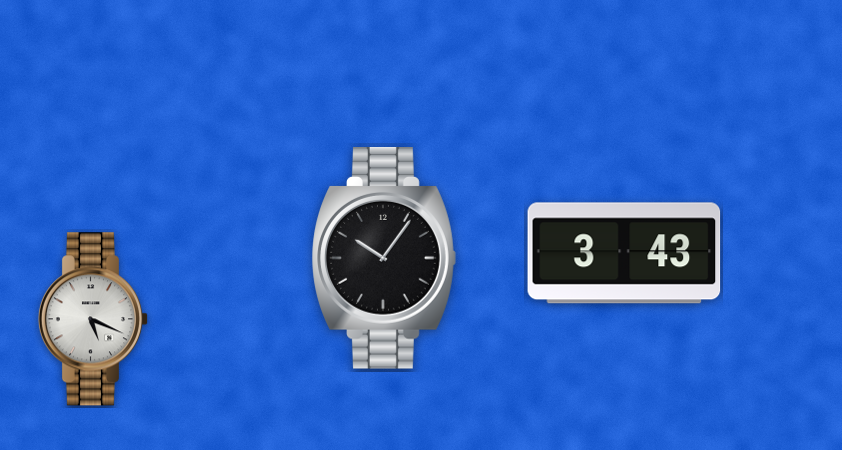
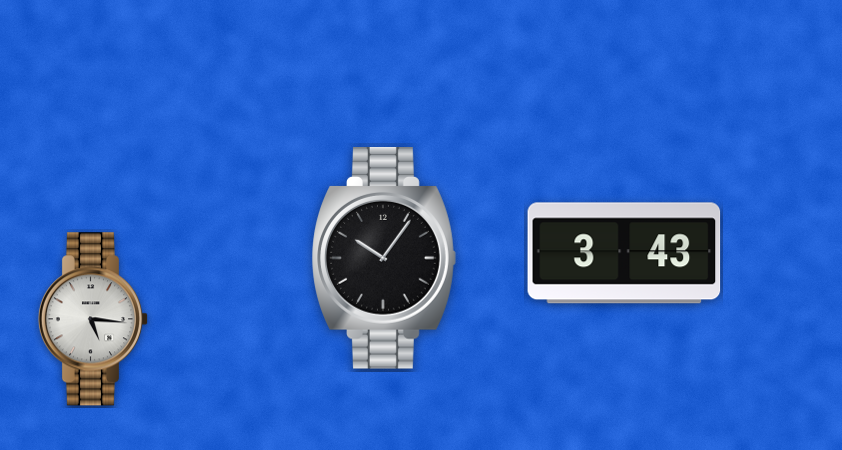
clock at (93, 319): 5:19 -> 5:16
